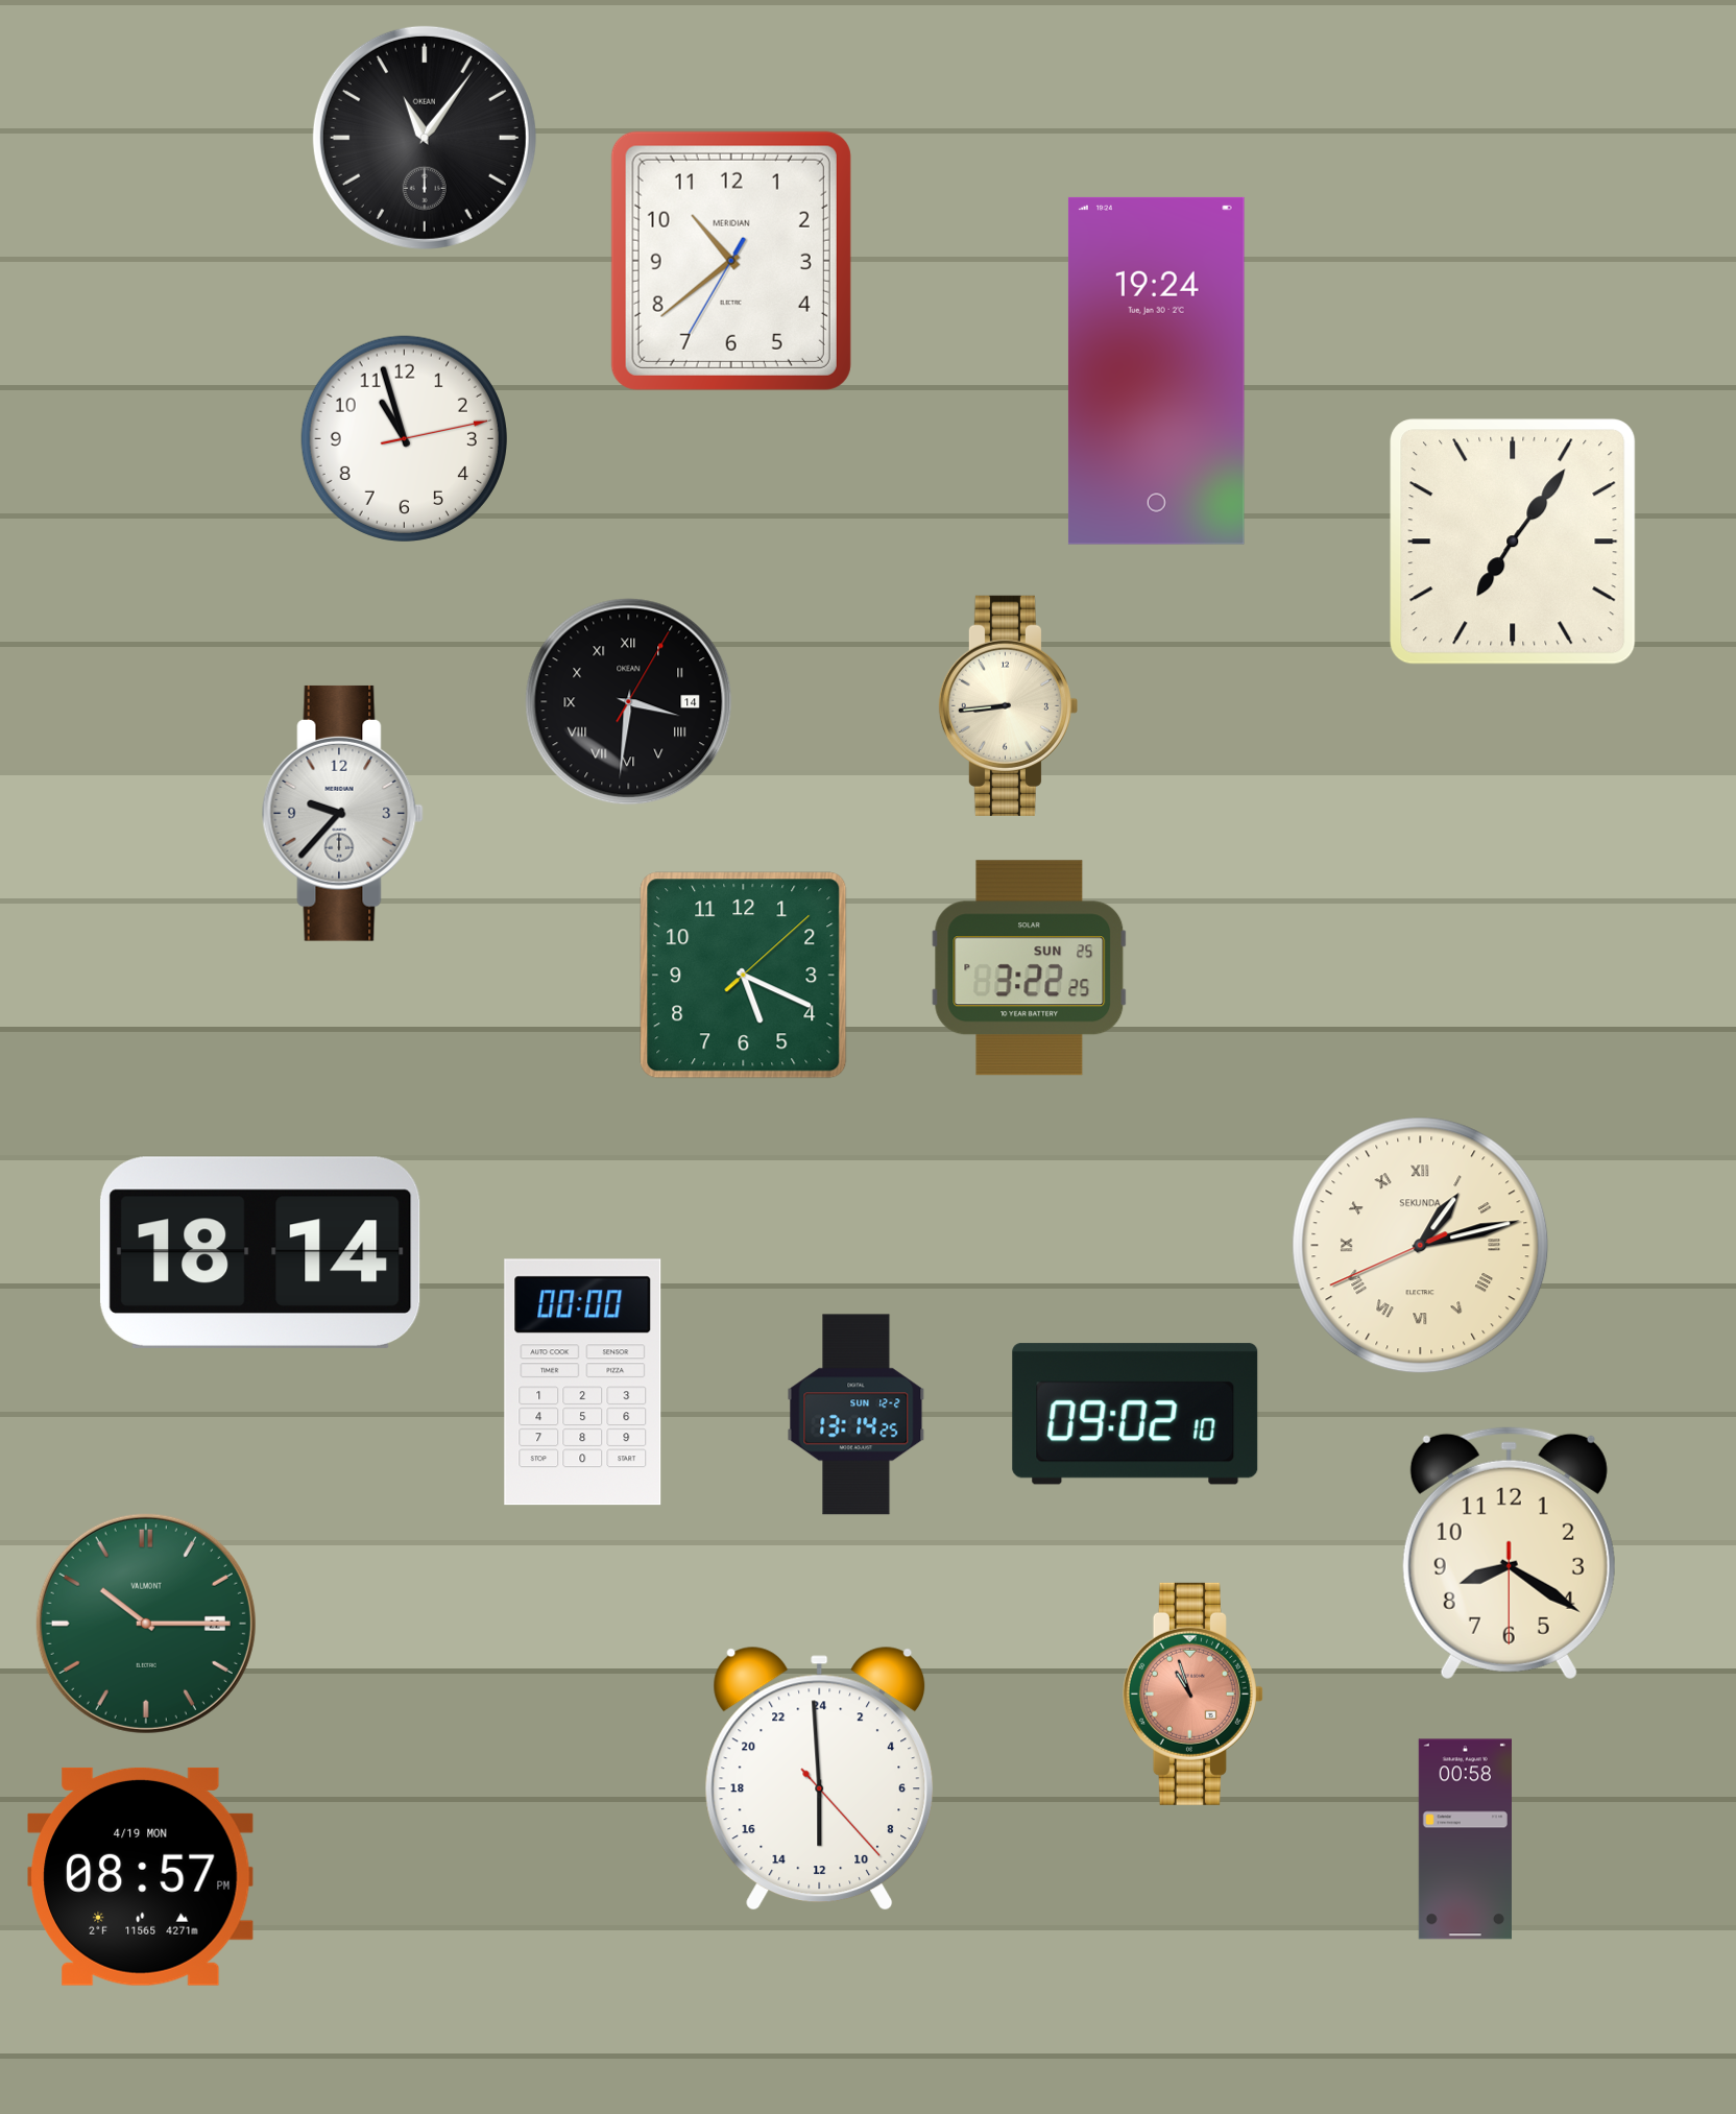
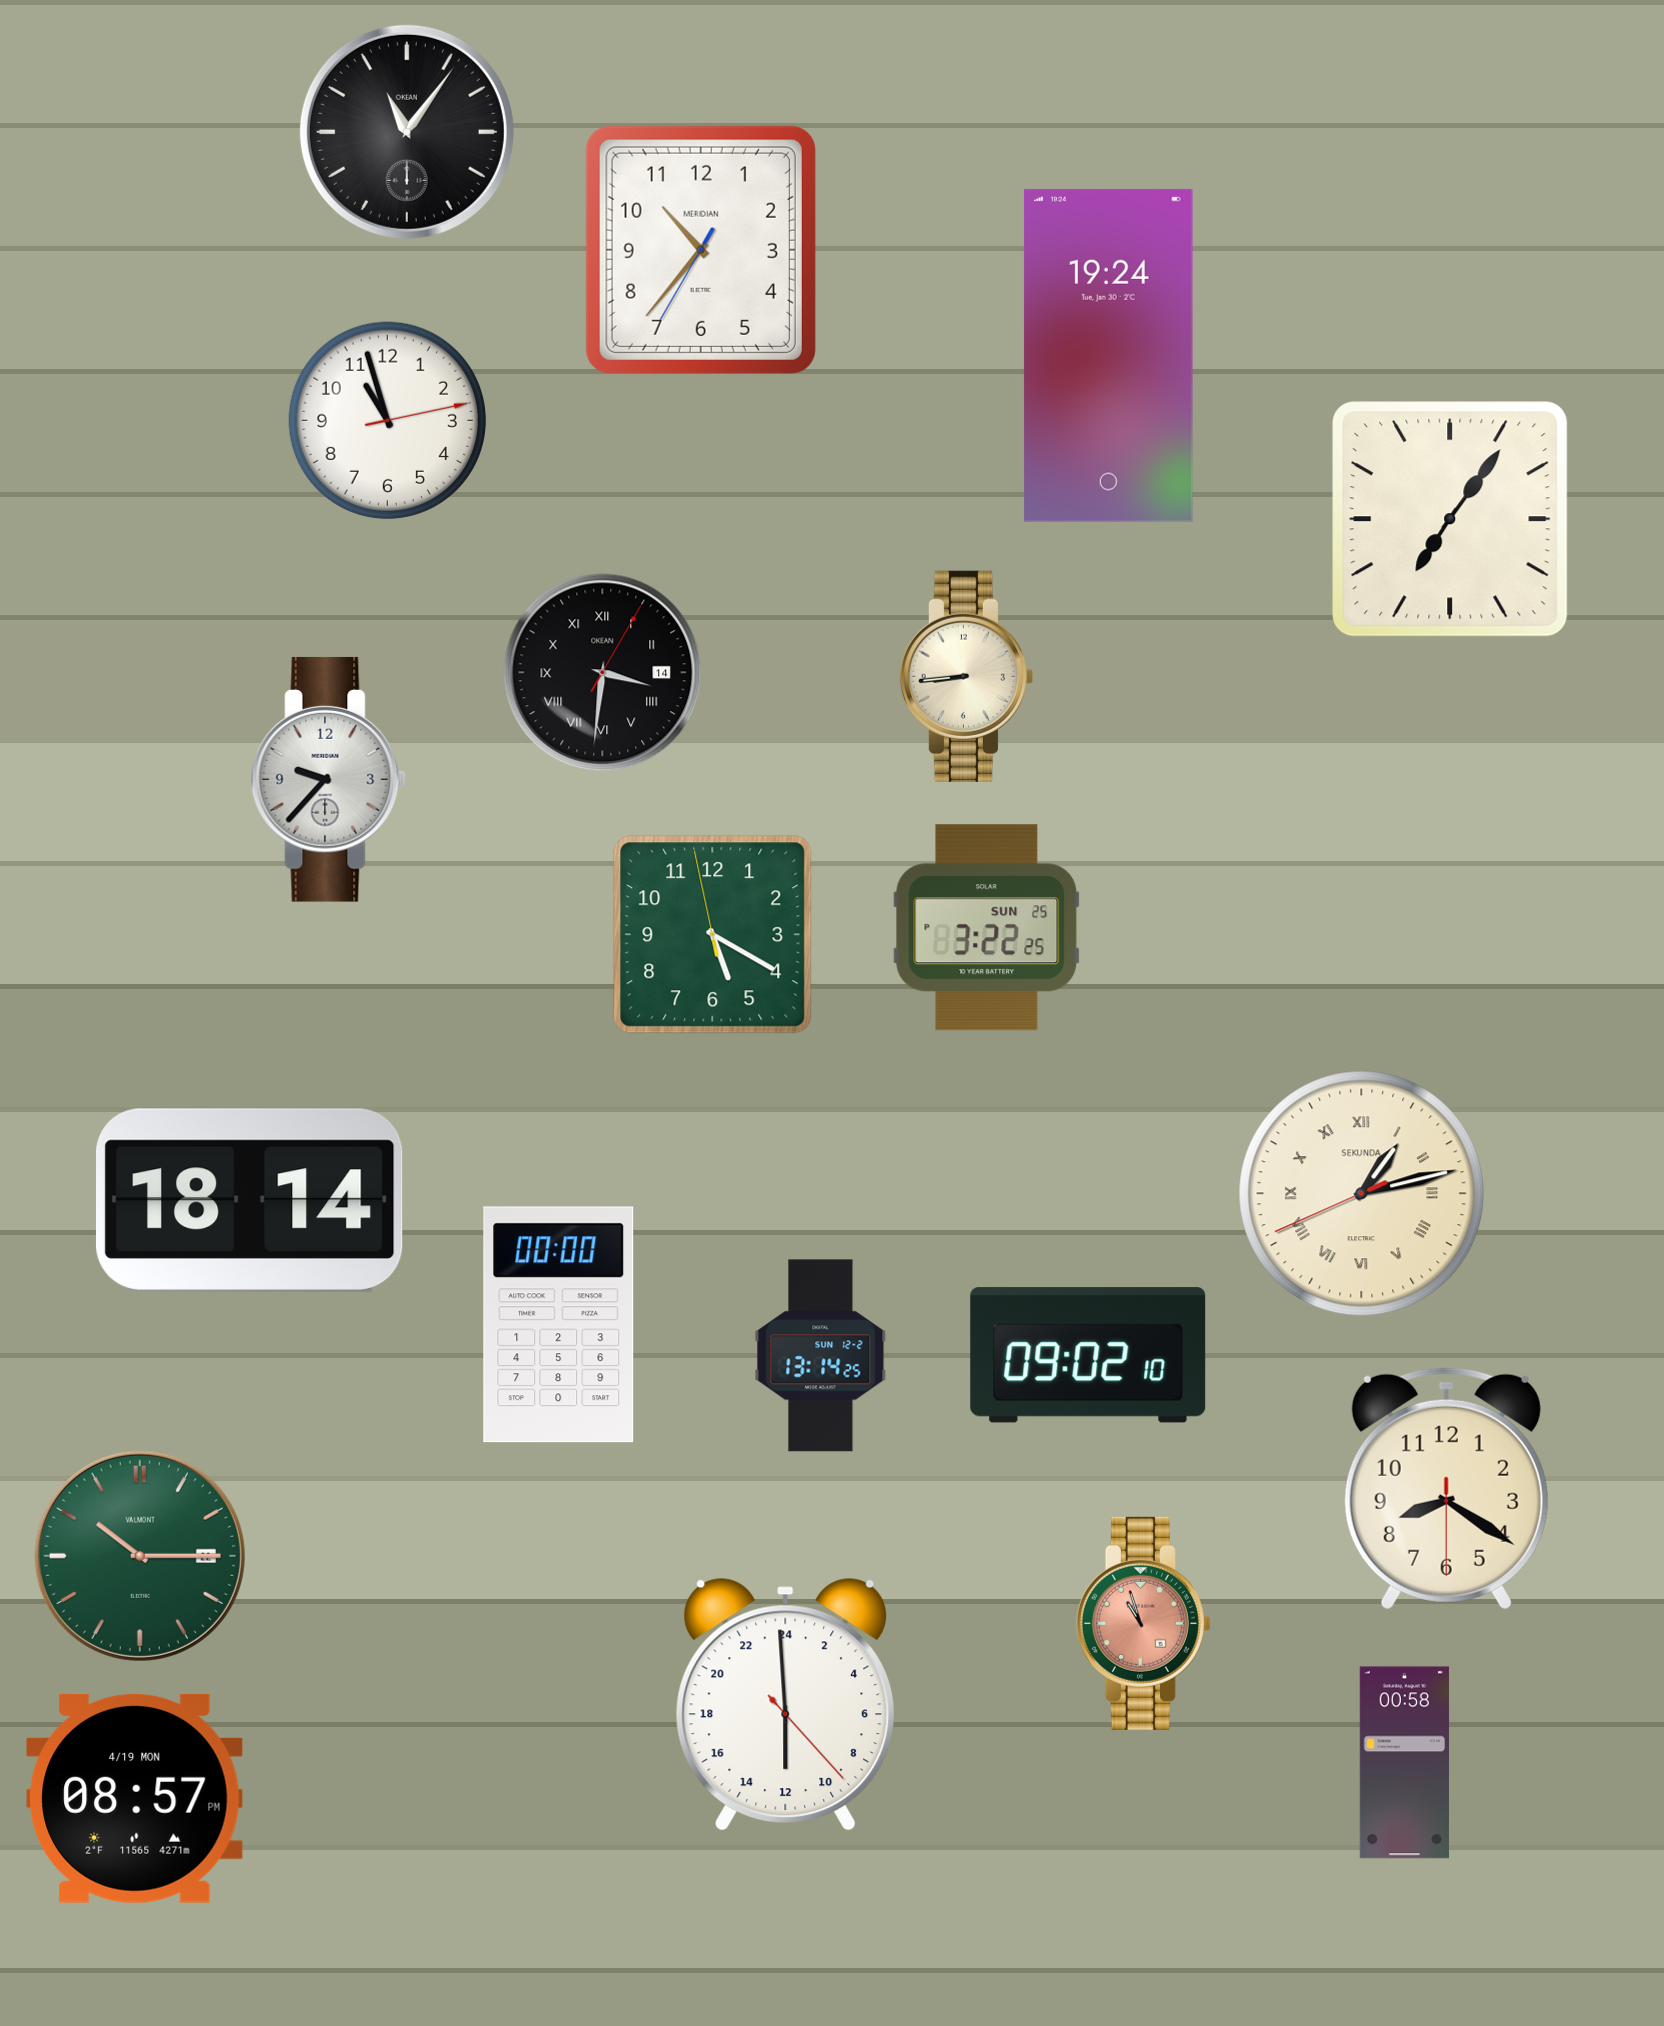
clock at (731, 261): 10:38 -> 10:36
clock at (744, 976): 5:19:08 -> 5:19:58
